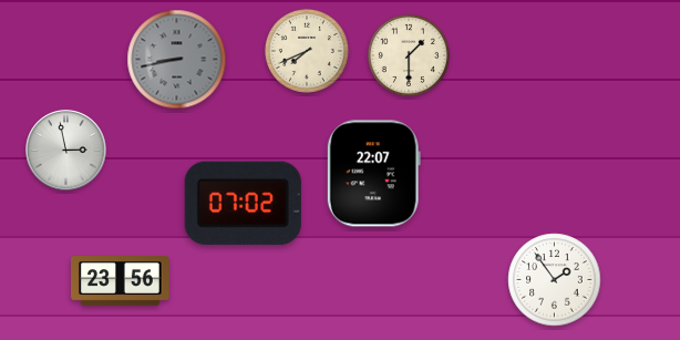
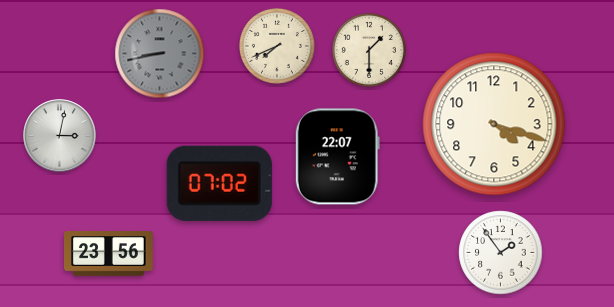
clock at (494, 124): none -> 4:18
clock at (66, 151): 2:58 -> 3:02
